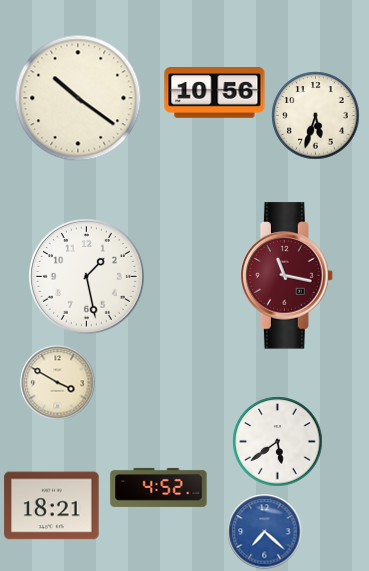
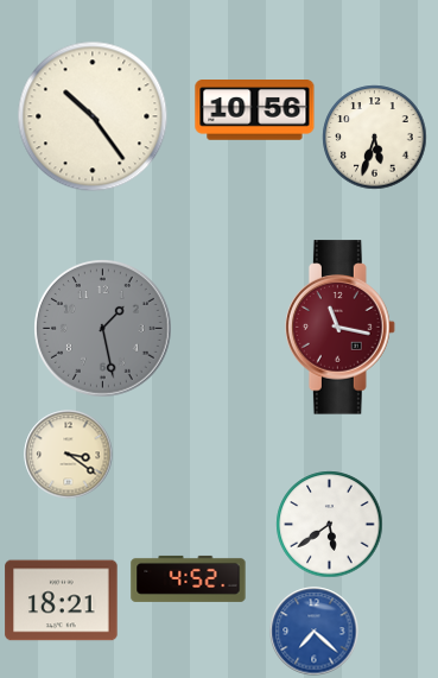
clock at (78, 98): 10:21 -> 10:24
clock at (87, 277) dial: white -> grey
clock at (58, 383): 3:50 -> 3:21
